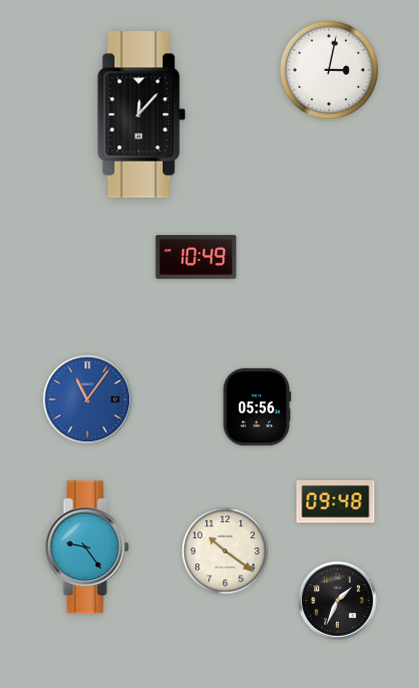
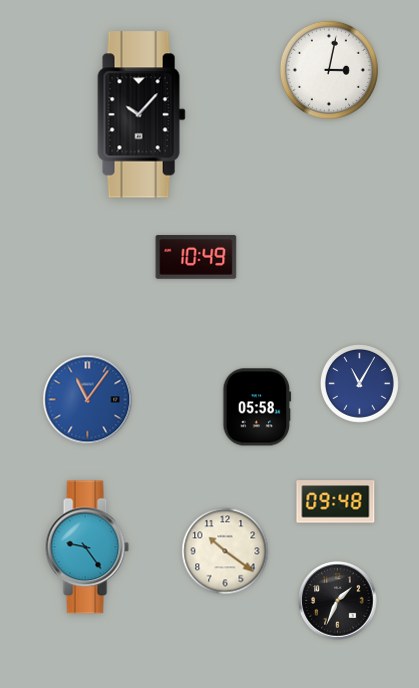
clock at (142, 115): 12:07 -> 10:07
clock at (359, 383): none -> 11:05
clock at (257, 407): 05:56 -> 05:58
